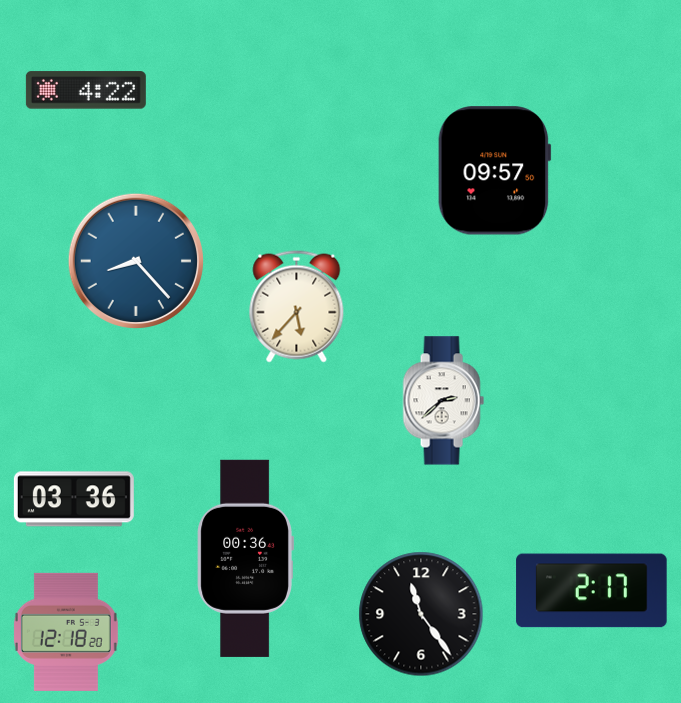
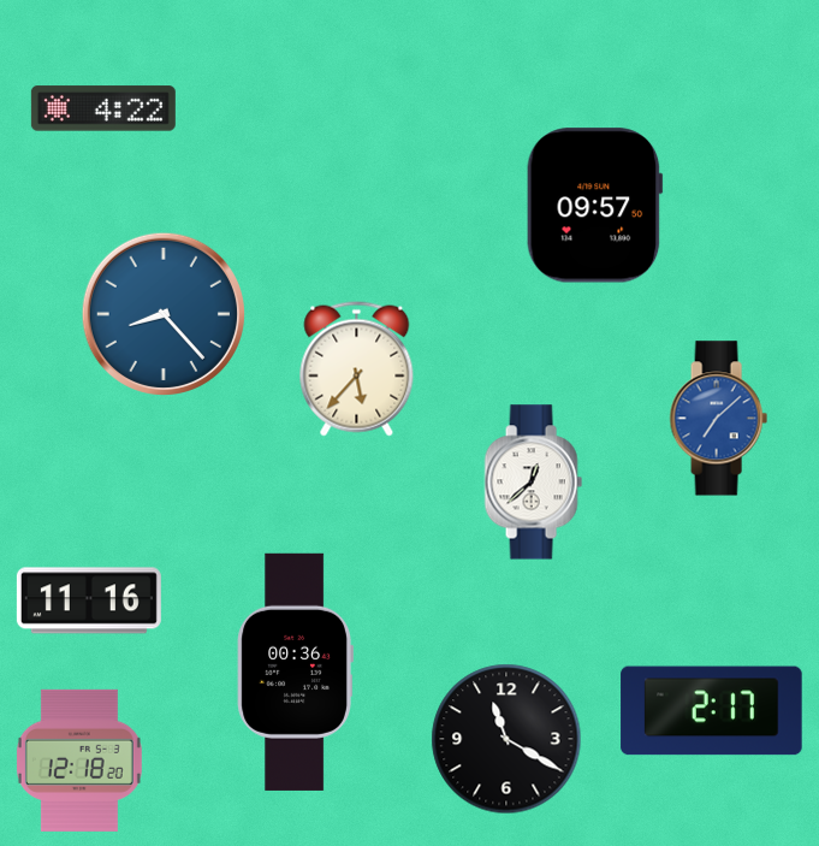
clock at (718, 419): none -> 7:08
clock at (443, 401): 2:38 -> 12:38
clock at (74, 499): 03:36 -> 11:16
clock at (421, 614): 11:24 -> 11:20
